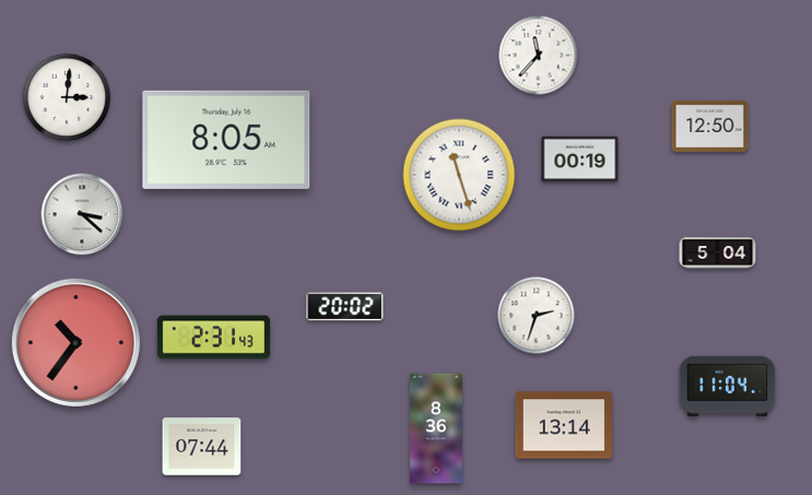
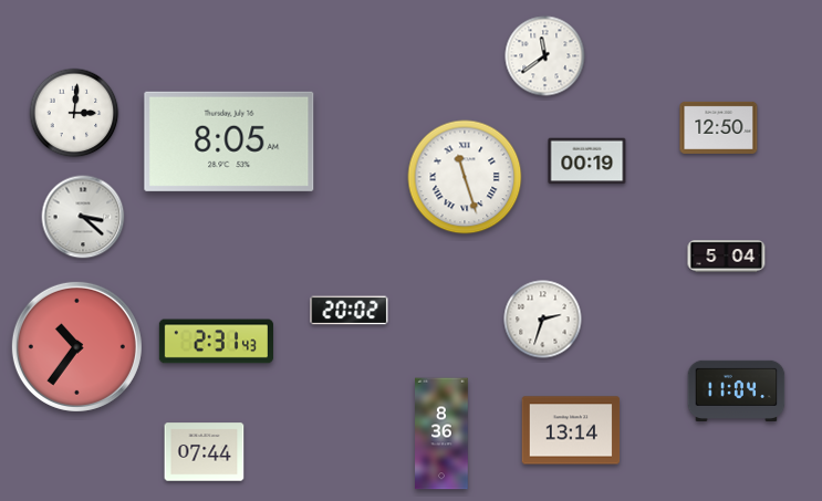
clock at (539, 56): 11:37 -> 11:39
clock at (67, 97) position: (67, 97) -> (74, 113)
